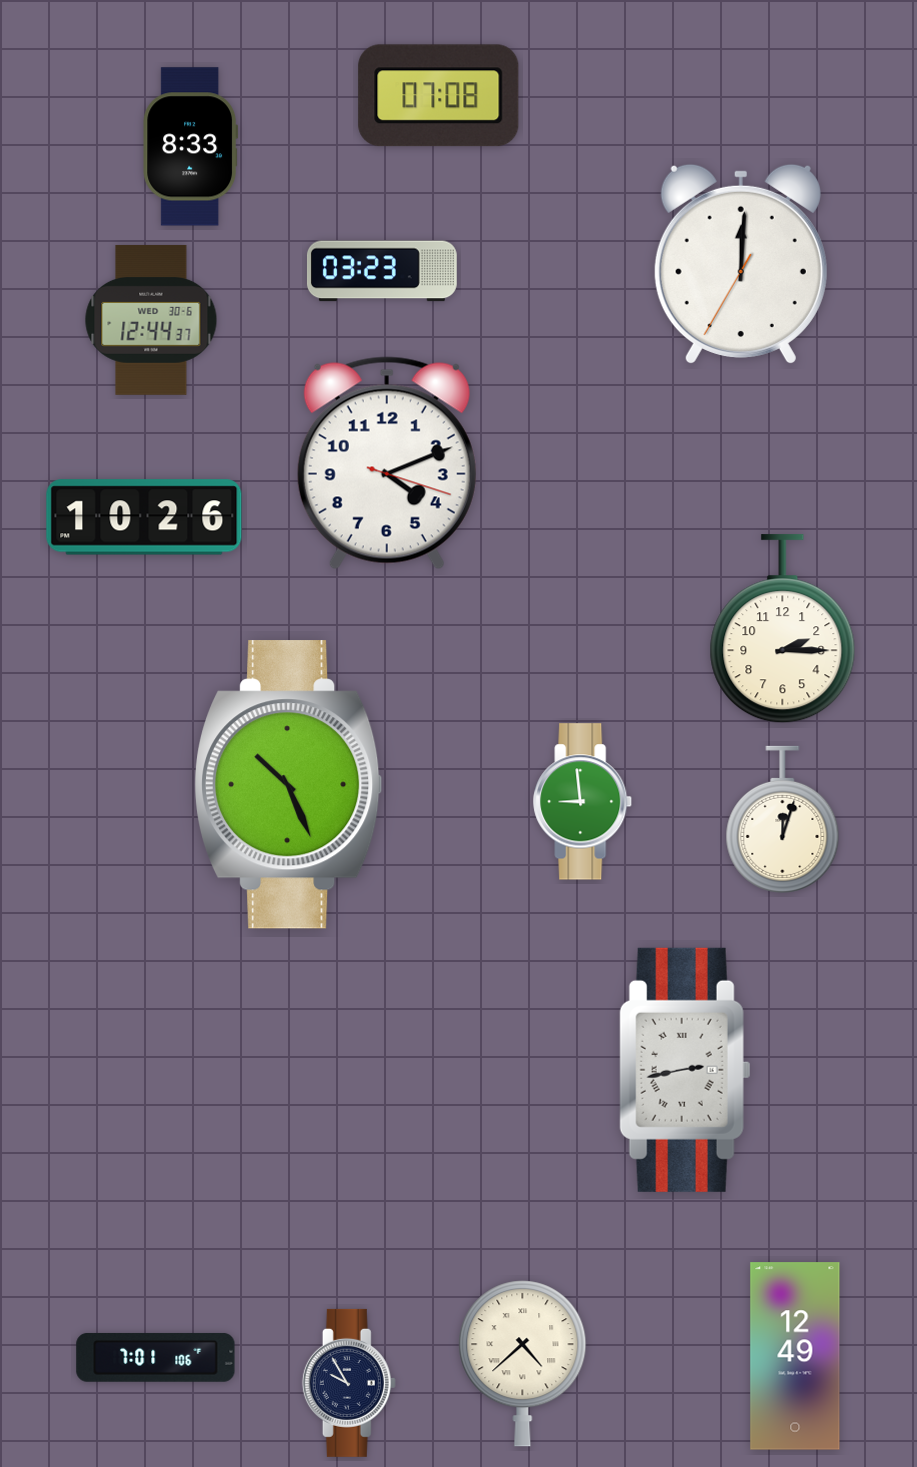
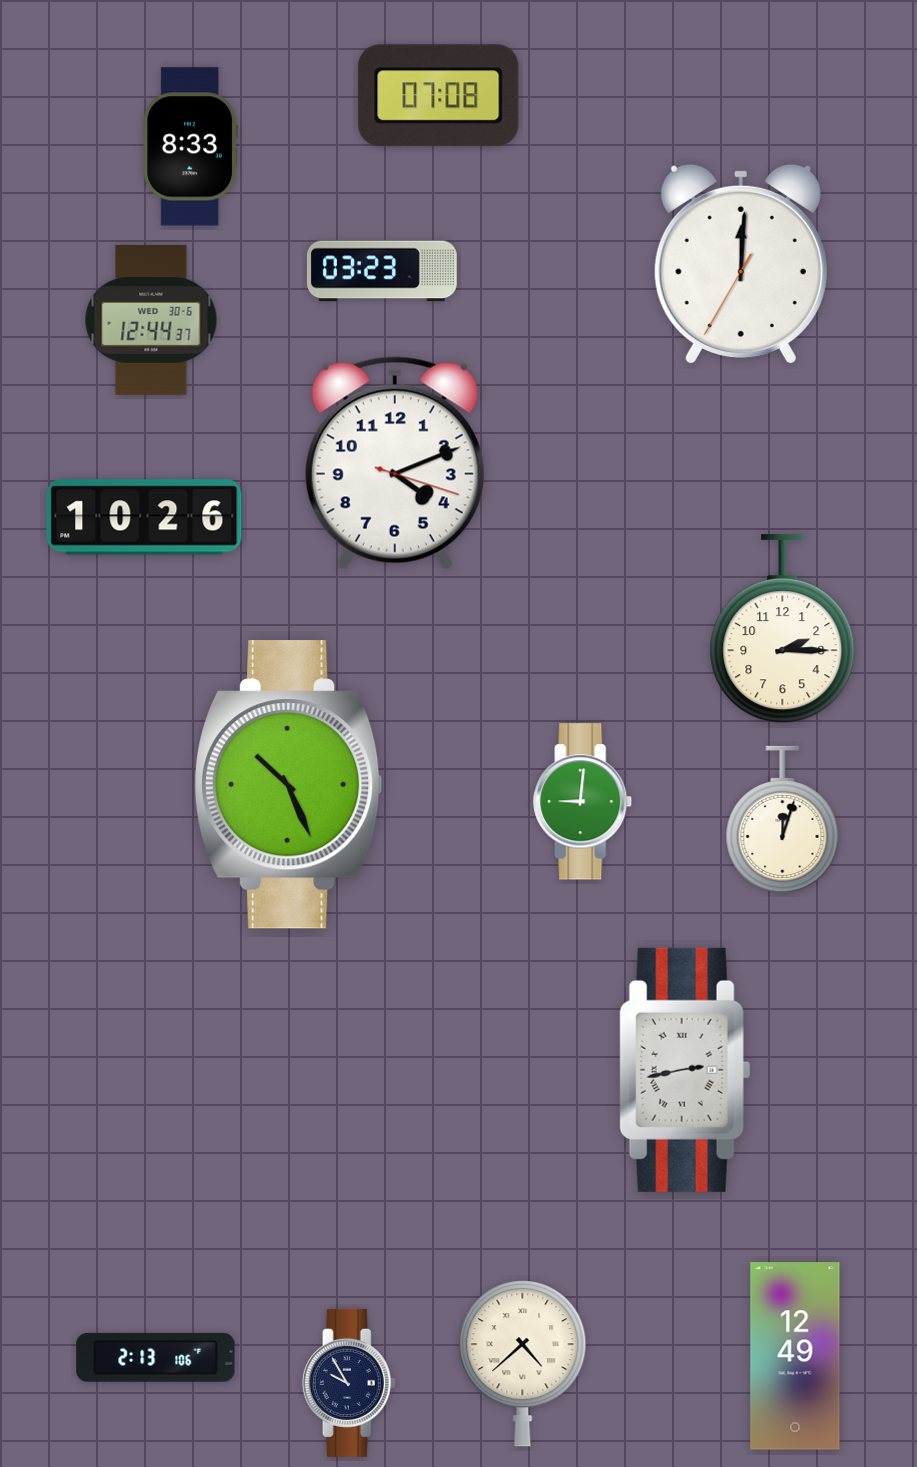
clock at (387, 463) position: (387, 463) -> (395, 463)
clock at (583, 802): 8:59 -> 9:01
clock at (156, 1357): 7:01 -> 2:13
